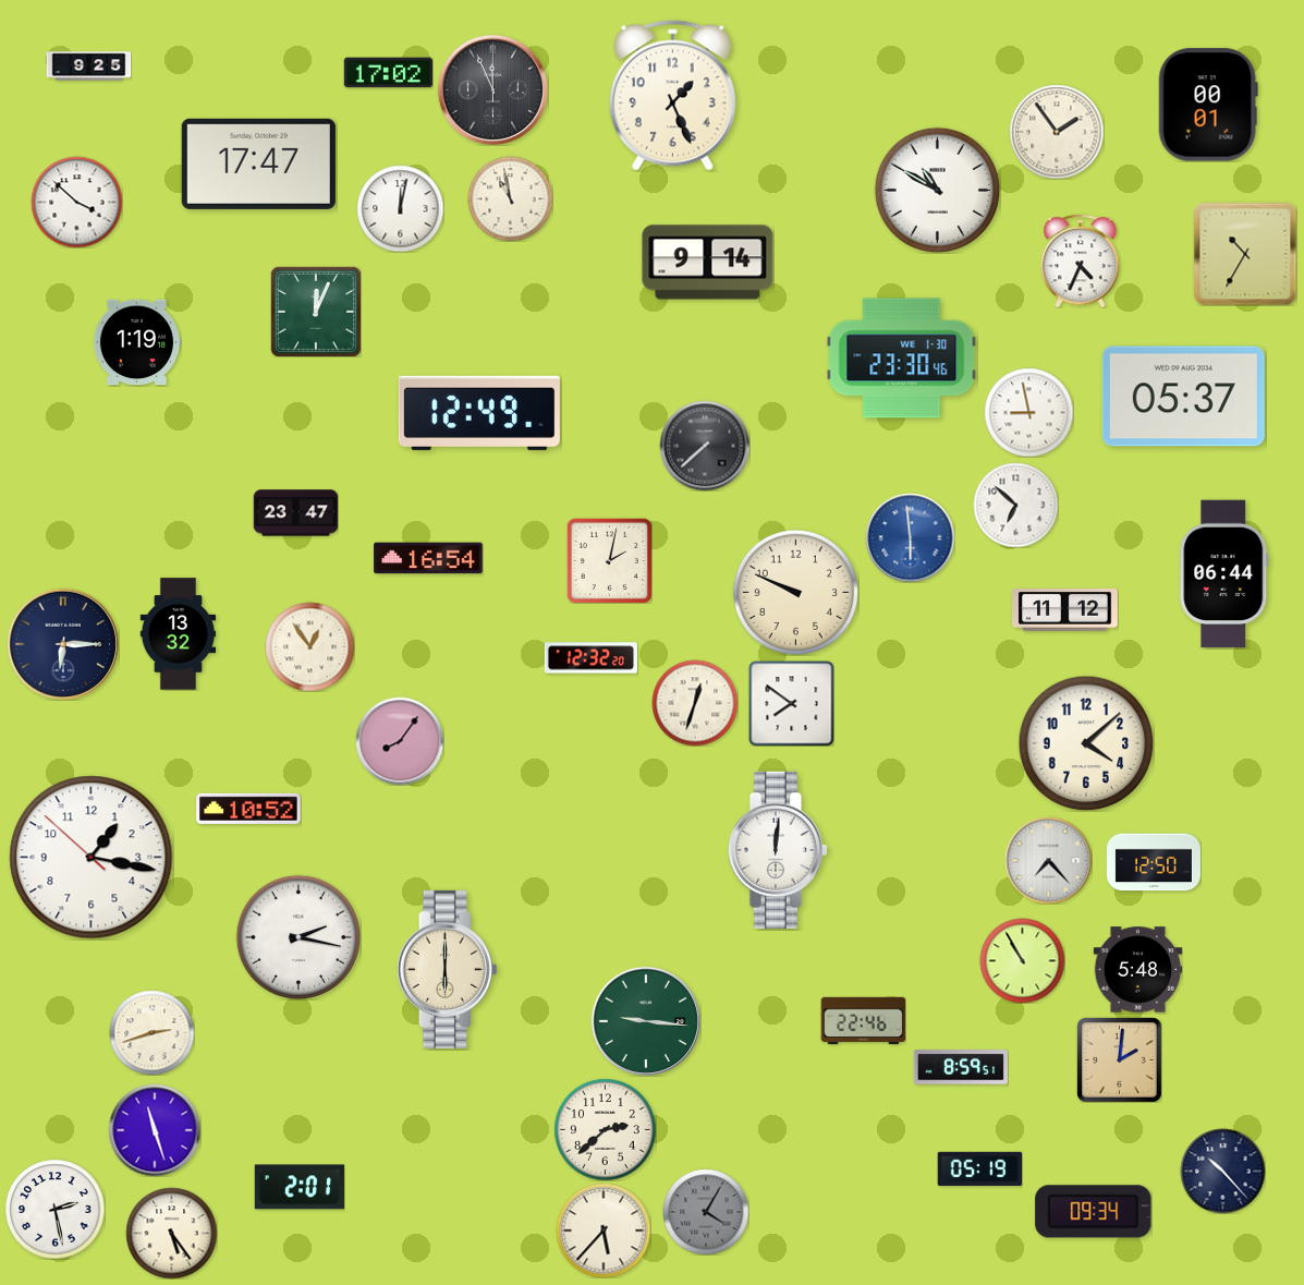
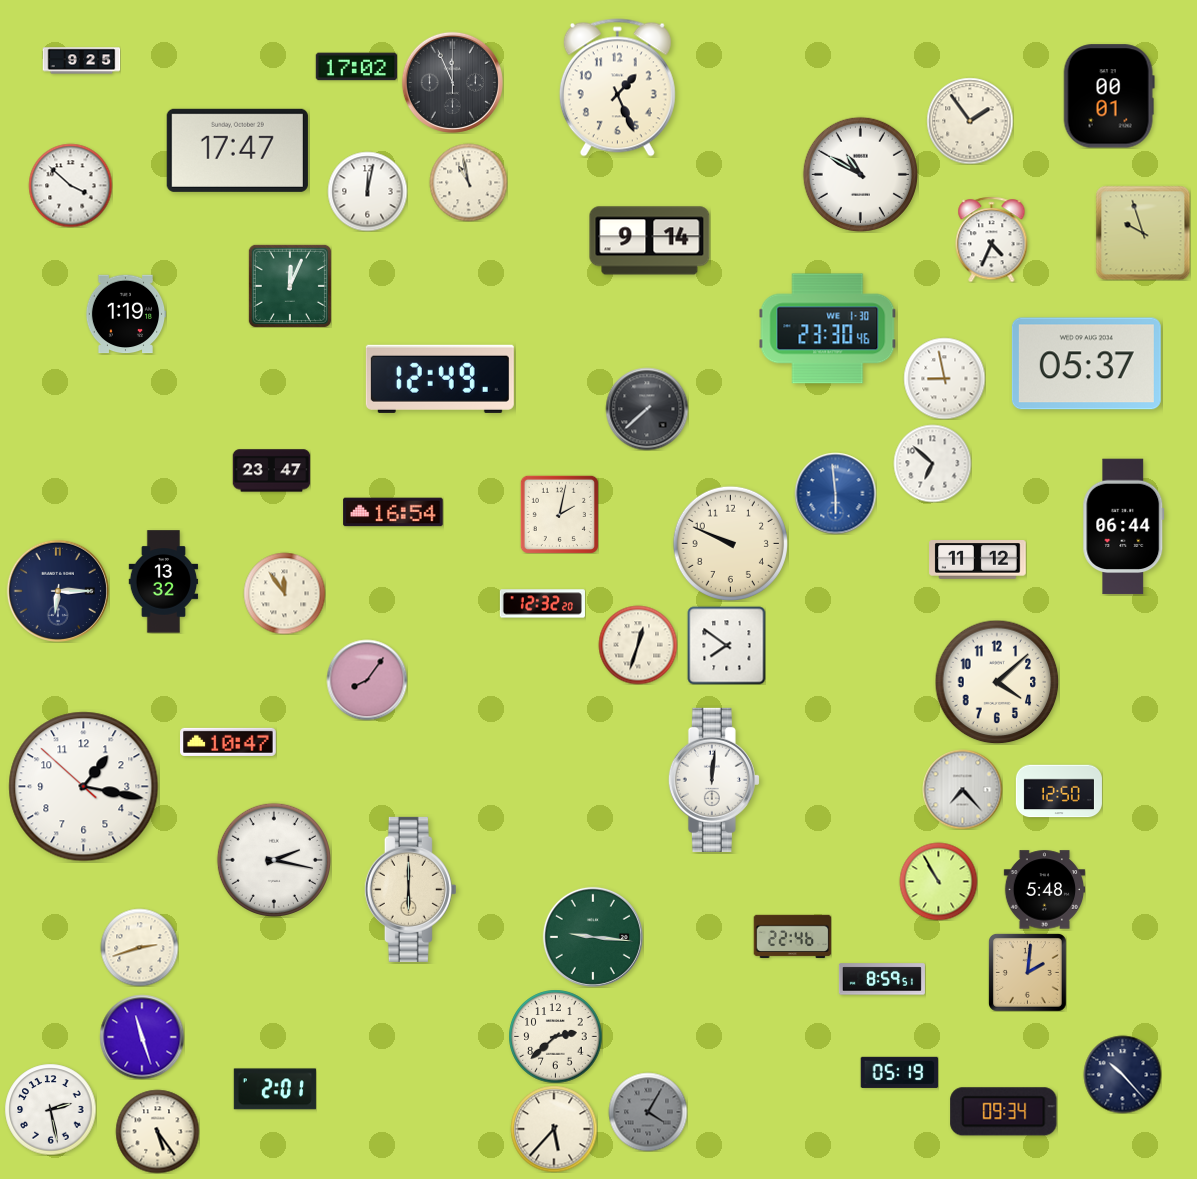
clock at (1245, 254): 10:35 -> 9:57
clock at (309, 646): 12:54 -> 11:54
clock at (248, 809): 10:52 -> 10:47
